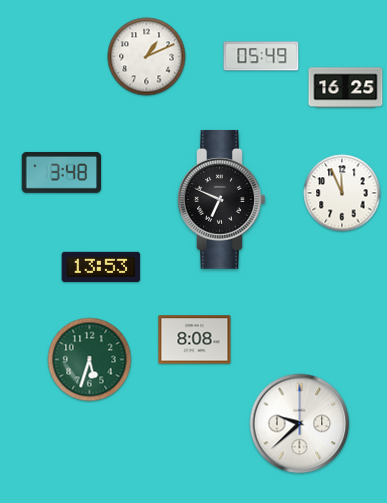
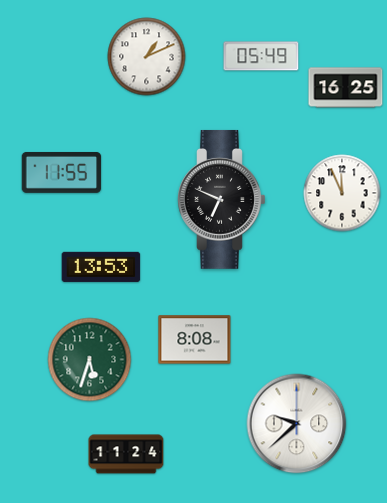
clock at (62, 172): 3:48 -> 11:55
clock at (300, 424) position: (300, 424) -> (297, 424)
clock at (126, 454): none -> 11:24
